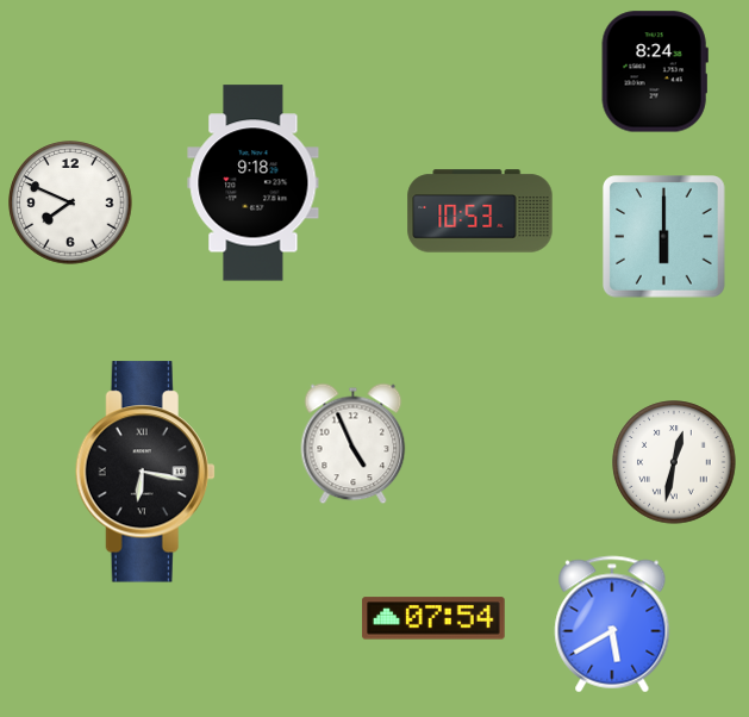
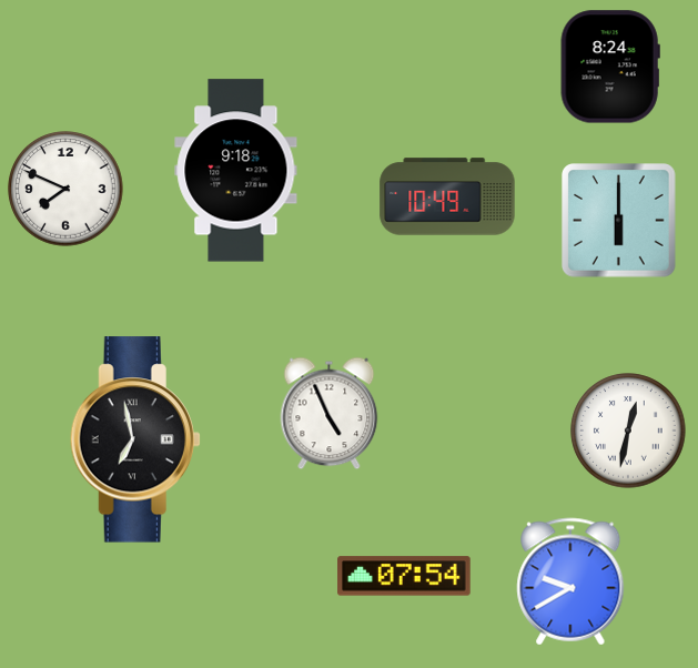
clock at (480, 211): 10:53 -> 10:49
clock at (145, 472): 6:17 -> 6:58
clock at (612, 624): 5:40 -> 9:40
